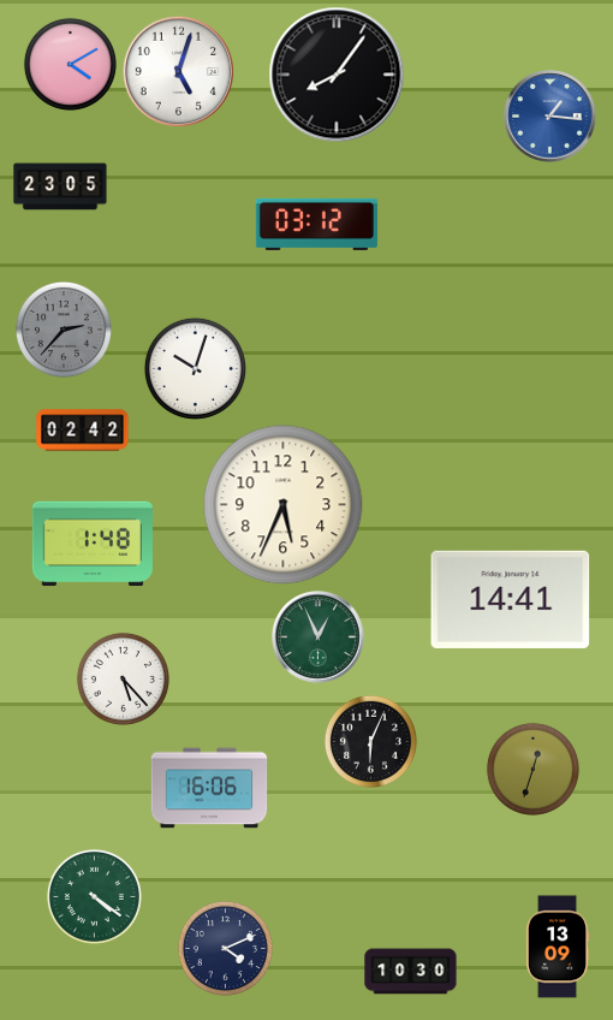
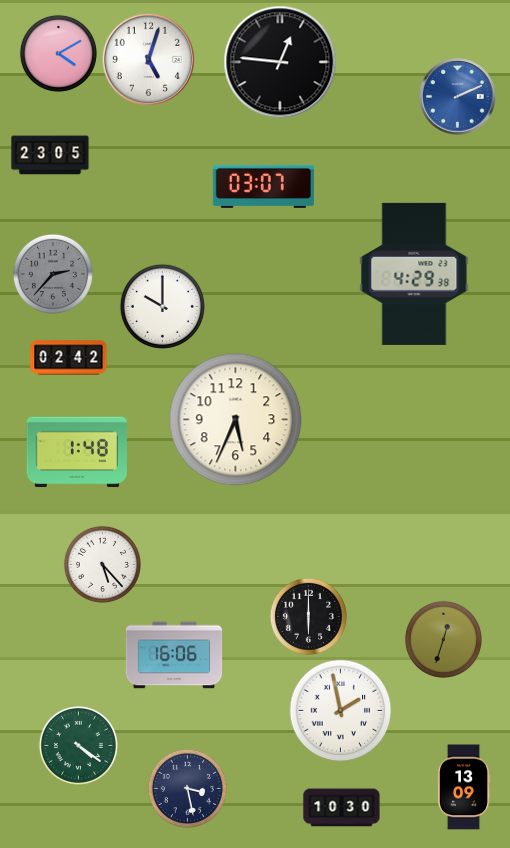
clock at (337, 75): 8:06 -> 12:46
clock at (550, 117): 1:16 -> 2:11
clock at (316, 224): 03:12 -> 03:07
clock at (414, 274): none -> 4:29
clock at (195, 368): 10:03 -> 10:00
clock at (511, 599): 14:41 -> none
clock at (319, 637): 12:56 -> none
clock at (370, 741): 6:04 -> 6:00
clock at (341, 711): none -> 1:58
clock at (225, 948): 4:11 -> 3:28
